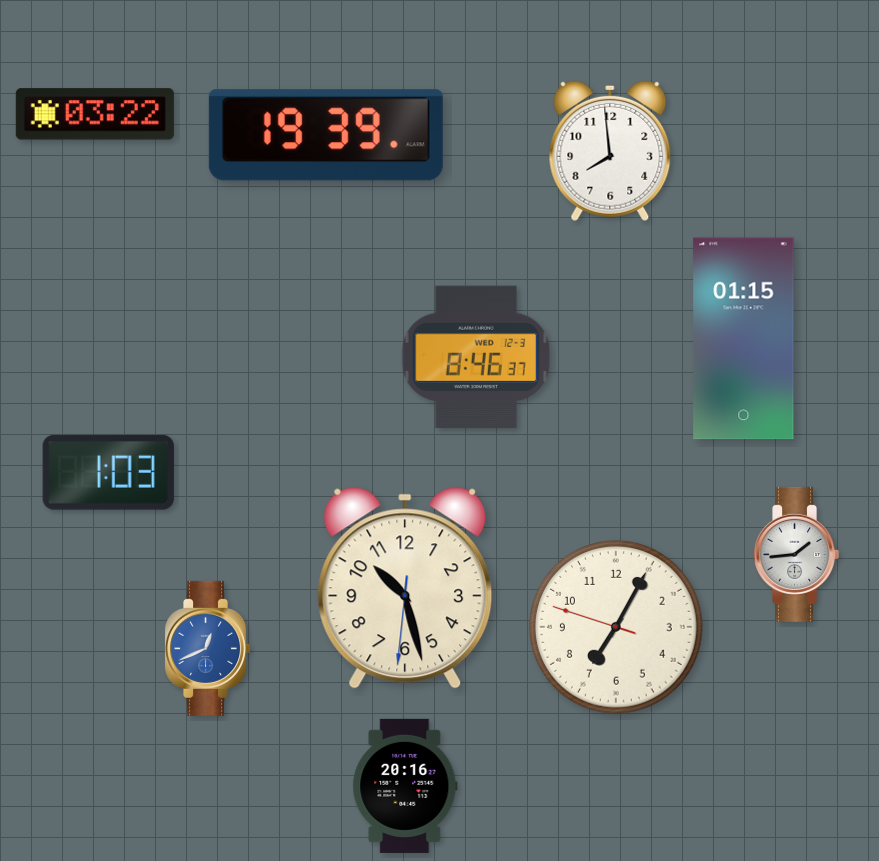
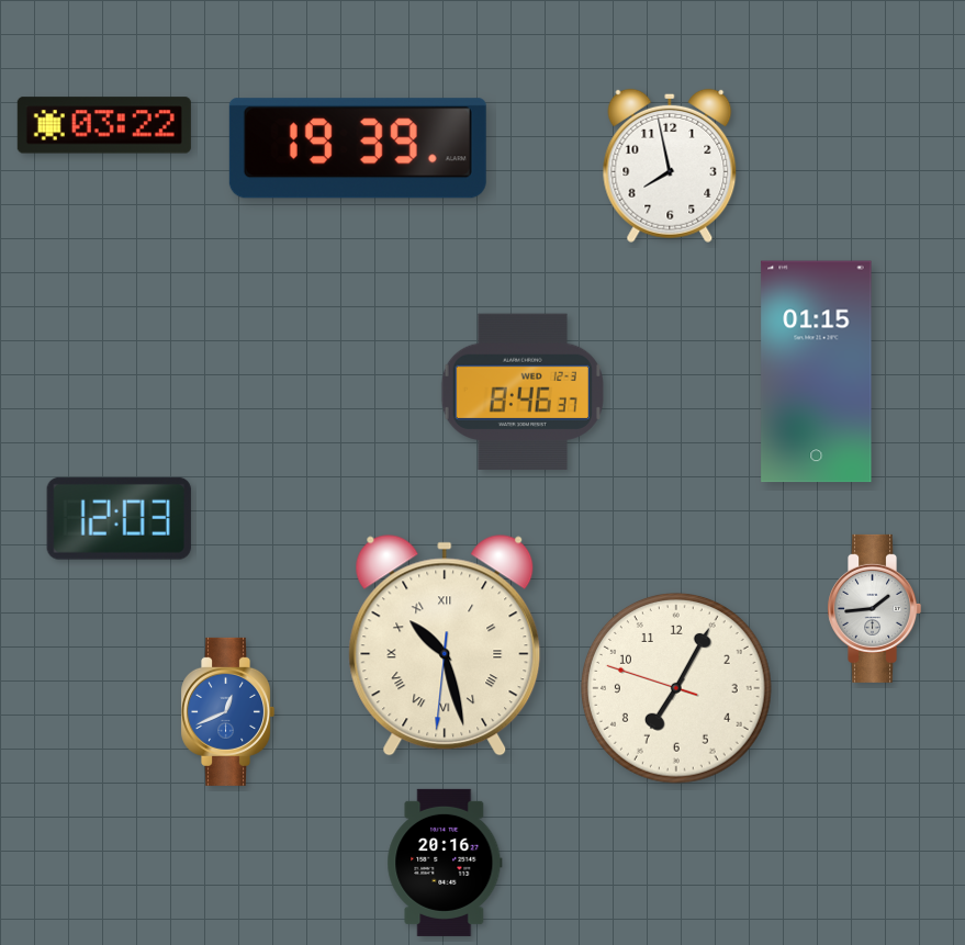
clock at (610, 151): 7:59 -> 7:58
clock at (108, 472): 1:03 -> 12:03
clock at (405, 588) numerals: Arabic -> Roman
